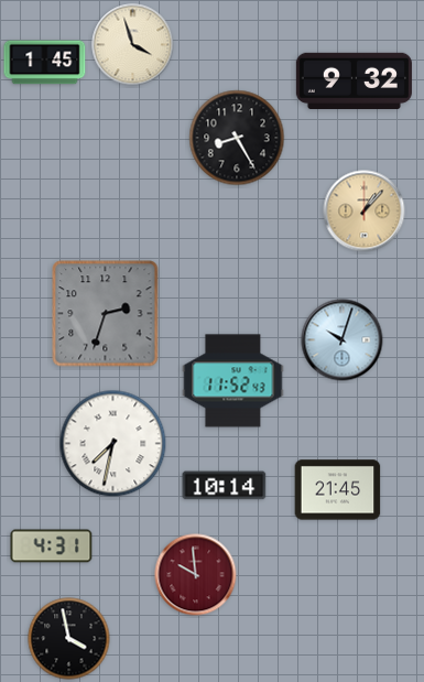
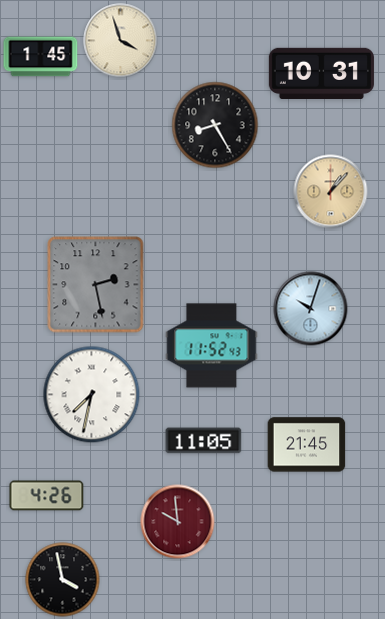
clock at (354, 80): 9:32 -> 10:31
clock at (106, 314): 2:33 -> 2:28
clock at (113, 444) position: (113, 444) -> (92, 395)
clock at (225, 486): 10:14 -> 11:05
clock at (52, 546): 4:31 -> 4:26
